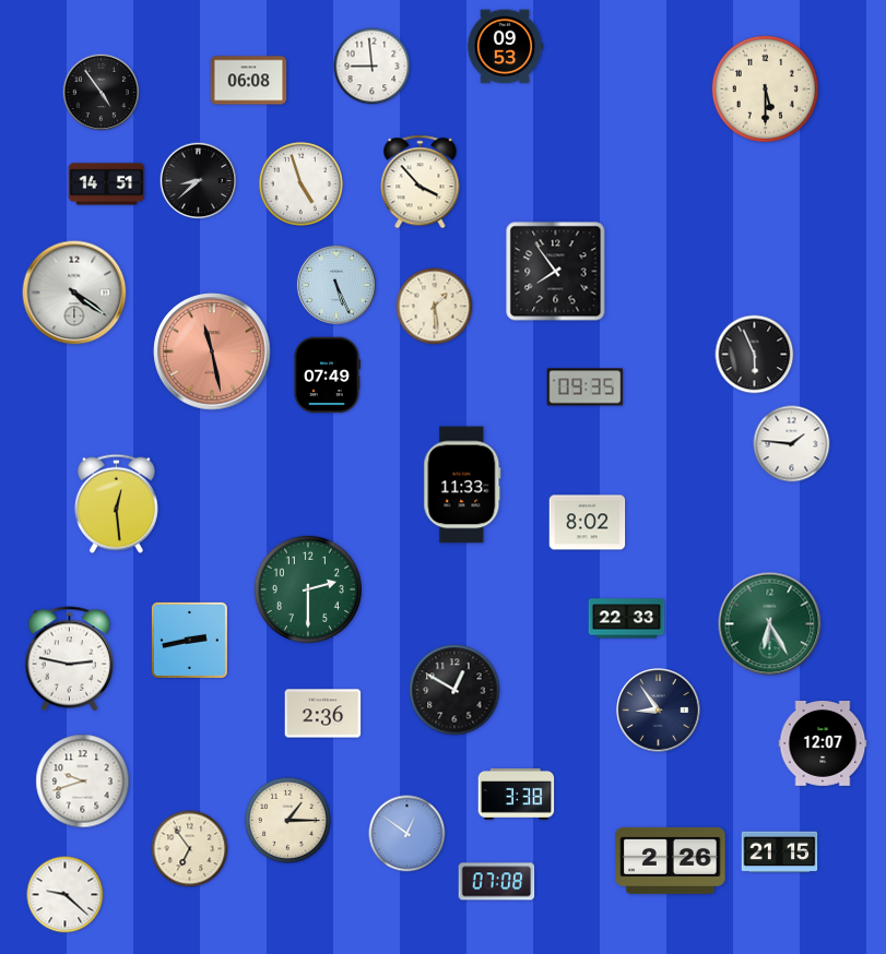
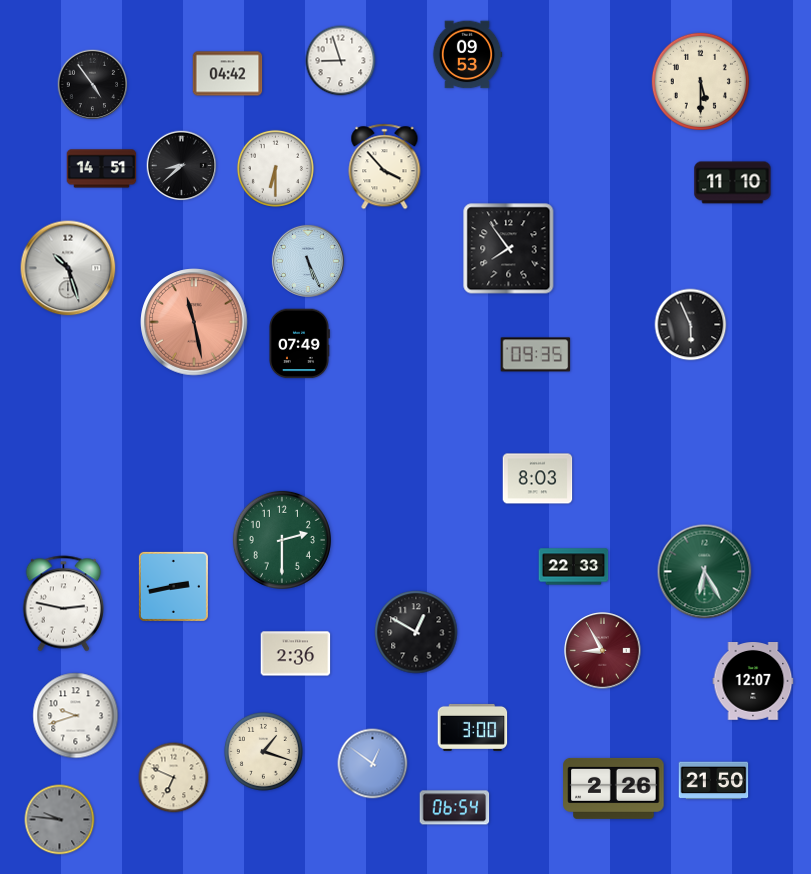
clock at (505, 47) position: (505, 47) -> (467, 55)
clock at (373, 67): 8:59 -> 8:57
clock at (249, 81): 06:08 -> 04:42
clock at (300, 183): 4:57 -> 6:30
clock at (107, 184) position: (107, 184) -> (102, 169)
clock at (733, 183): none -> 11:10
clock at (74, 293): 4:21 -> 10:27
clock at (435, 307): 1:29 -> none
clock at (792, 444): 1:46 -> none
clock at (462, 485): 11:33 -> none
clock at (116, 503): 12:29 -> none
clock at (588, 523): 8:02 -> 8:03
clock at (659, 711): 8:54 -> 8:55
clock at (659, 711) dial: navy -> burgundy
clock at (517, 794): 3:38 -> 3:00
clock at (287, 820): 1:15 -> 1:18
clock at (190, 849): 6:54 -> 6:49
clock at (780, 852): 21:15 -> 21:50
clock at (497, 882): 07:08 -> 06:54
clock at (66, 895): 9:22 -> 9:46
clock at (66, 895) dial: white -> grey
